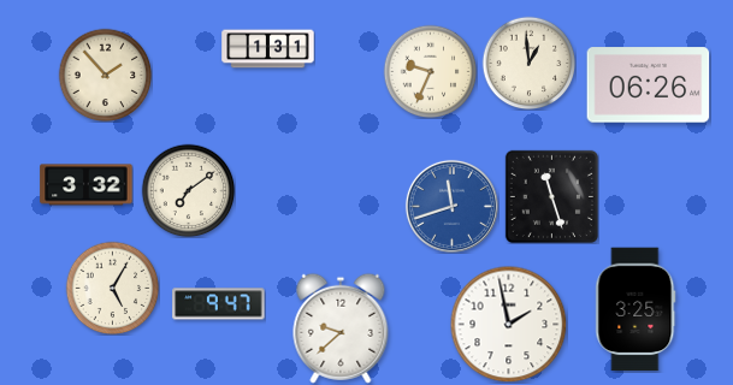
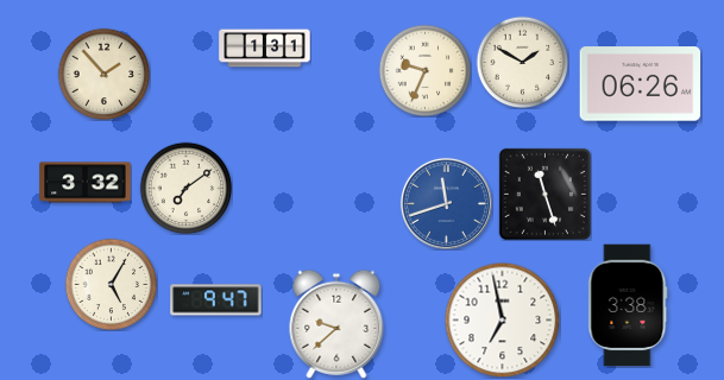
clock at (528, 63): 12:59 -> 1:50
clock at (636, 309): 3:25 -> 3:38
clock at (508, 324): 1:58 -> 6:58
